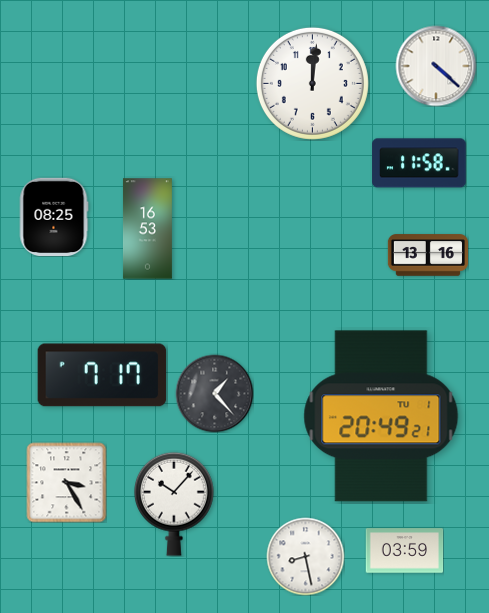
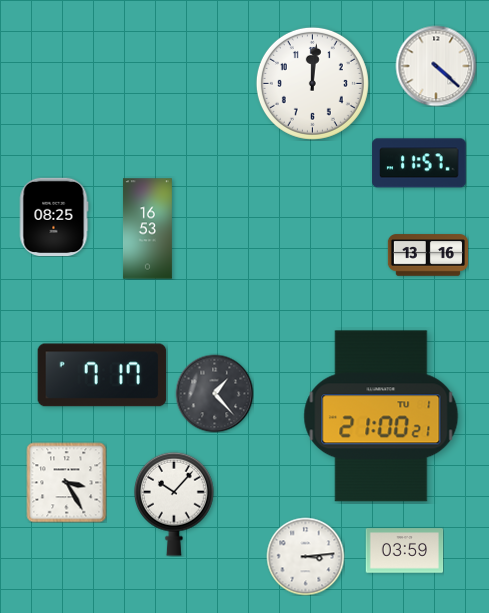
clock at (419, 163): 11:58 -> 11:57
clock at (381, 416): 20:49 -> 21:00
clock at (305, 556): 8:28 -> 3:14
